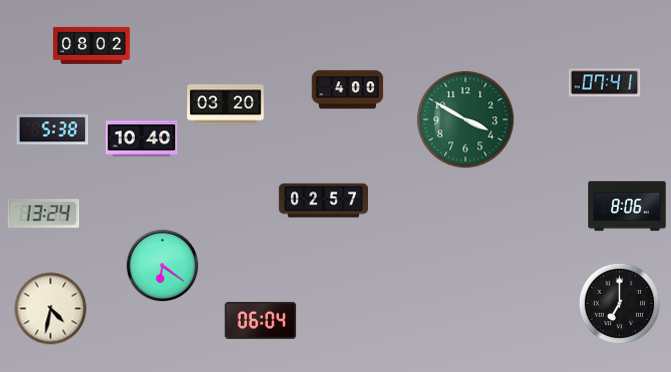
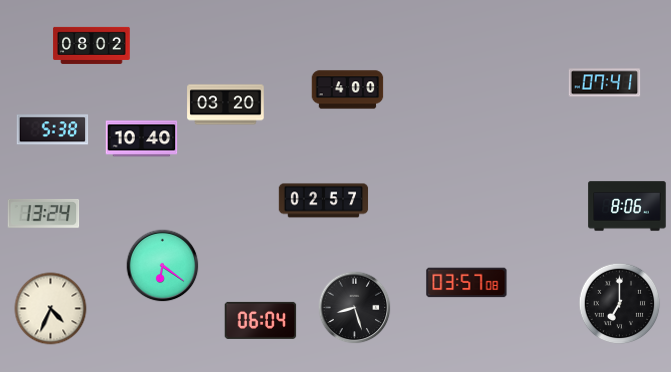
clock at (466, 120): 3:50 -> none
clock at (467, 283): none -> 03:57
clock at (355, 308): none -> 8:27
clock at (51, 309): 4:32 -> 4:34
